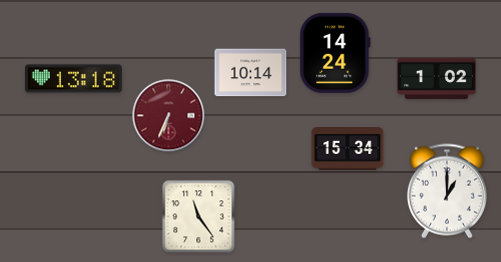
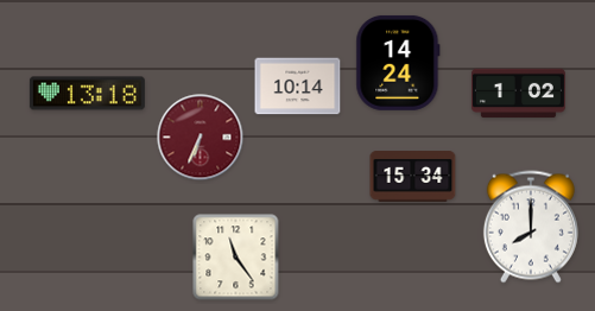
clock at (447, 191): 1:00 -> 8:00
